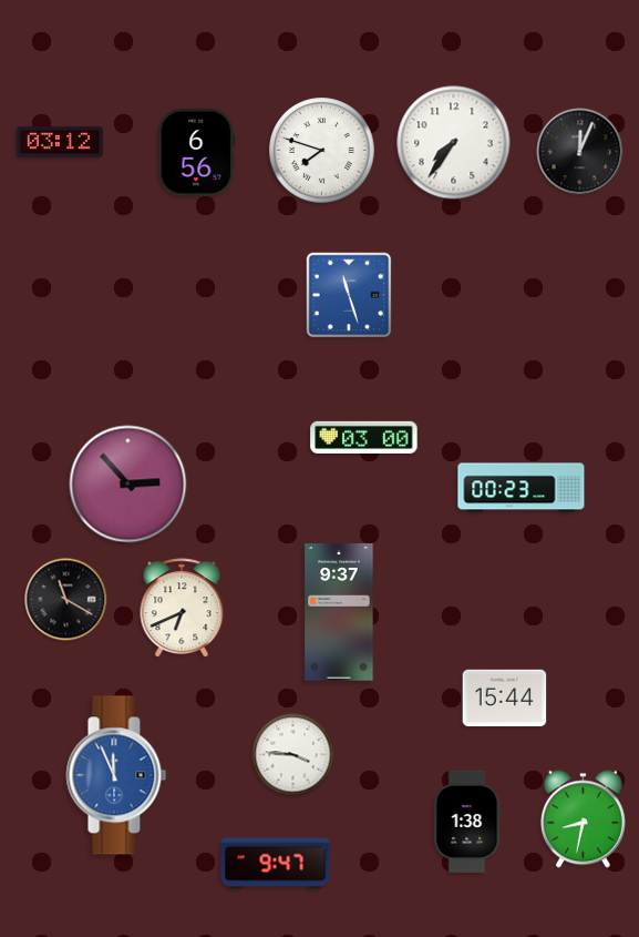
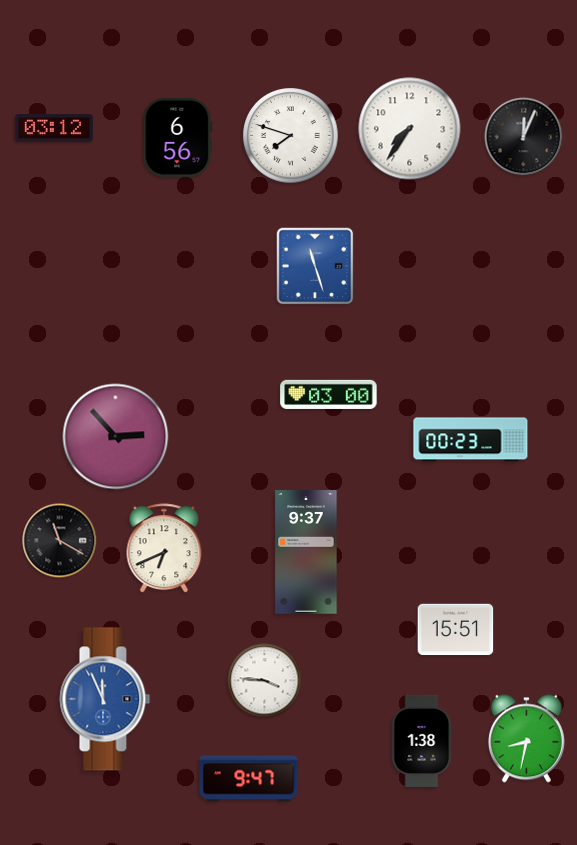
clock at (505, 699): 15:44 -> 15:51
